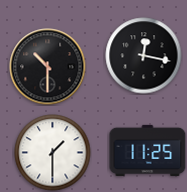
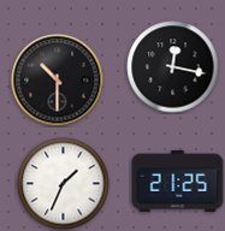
clock at (148, 150): 11:25 -> 21:25
clock at (53, 153): 1:30 -> 1:34
